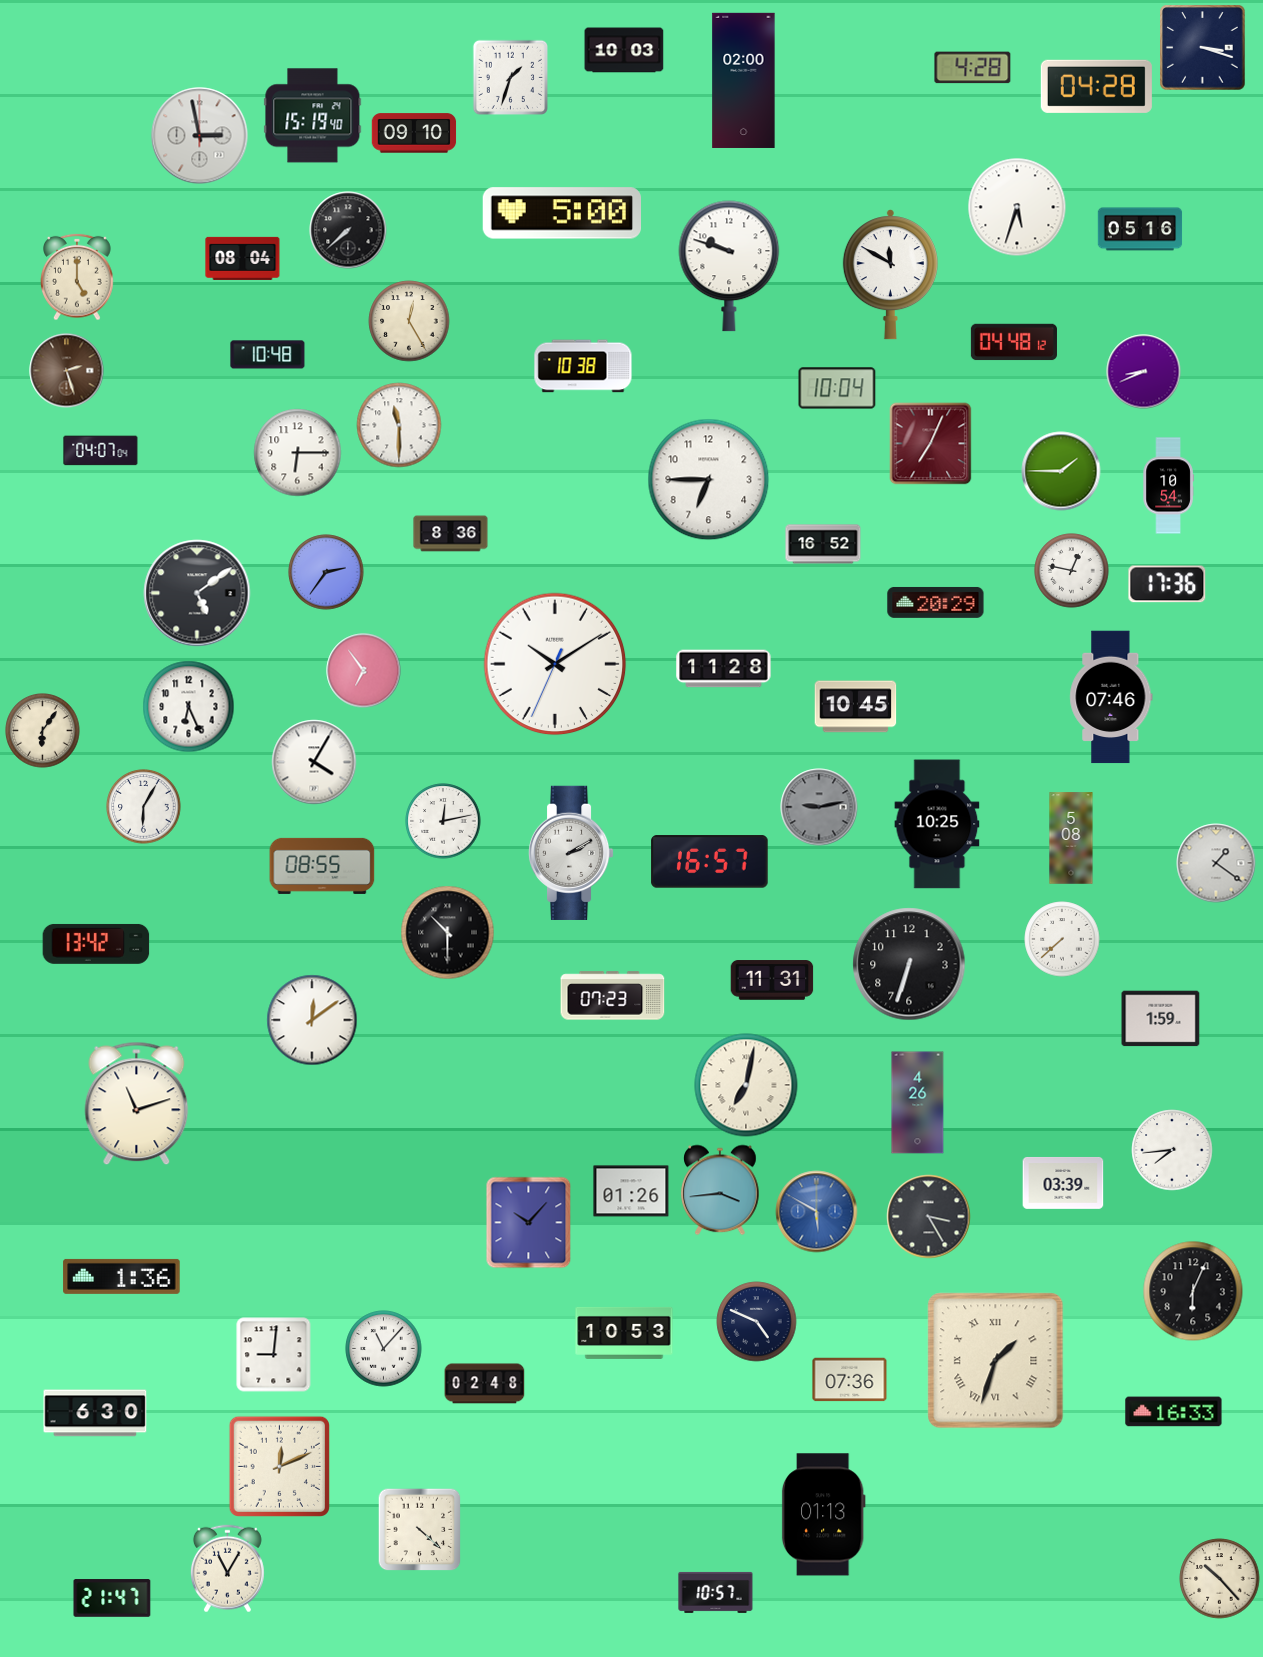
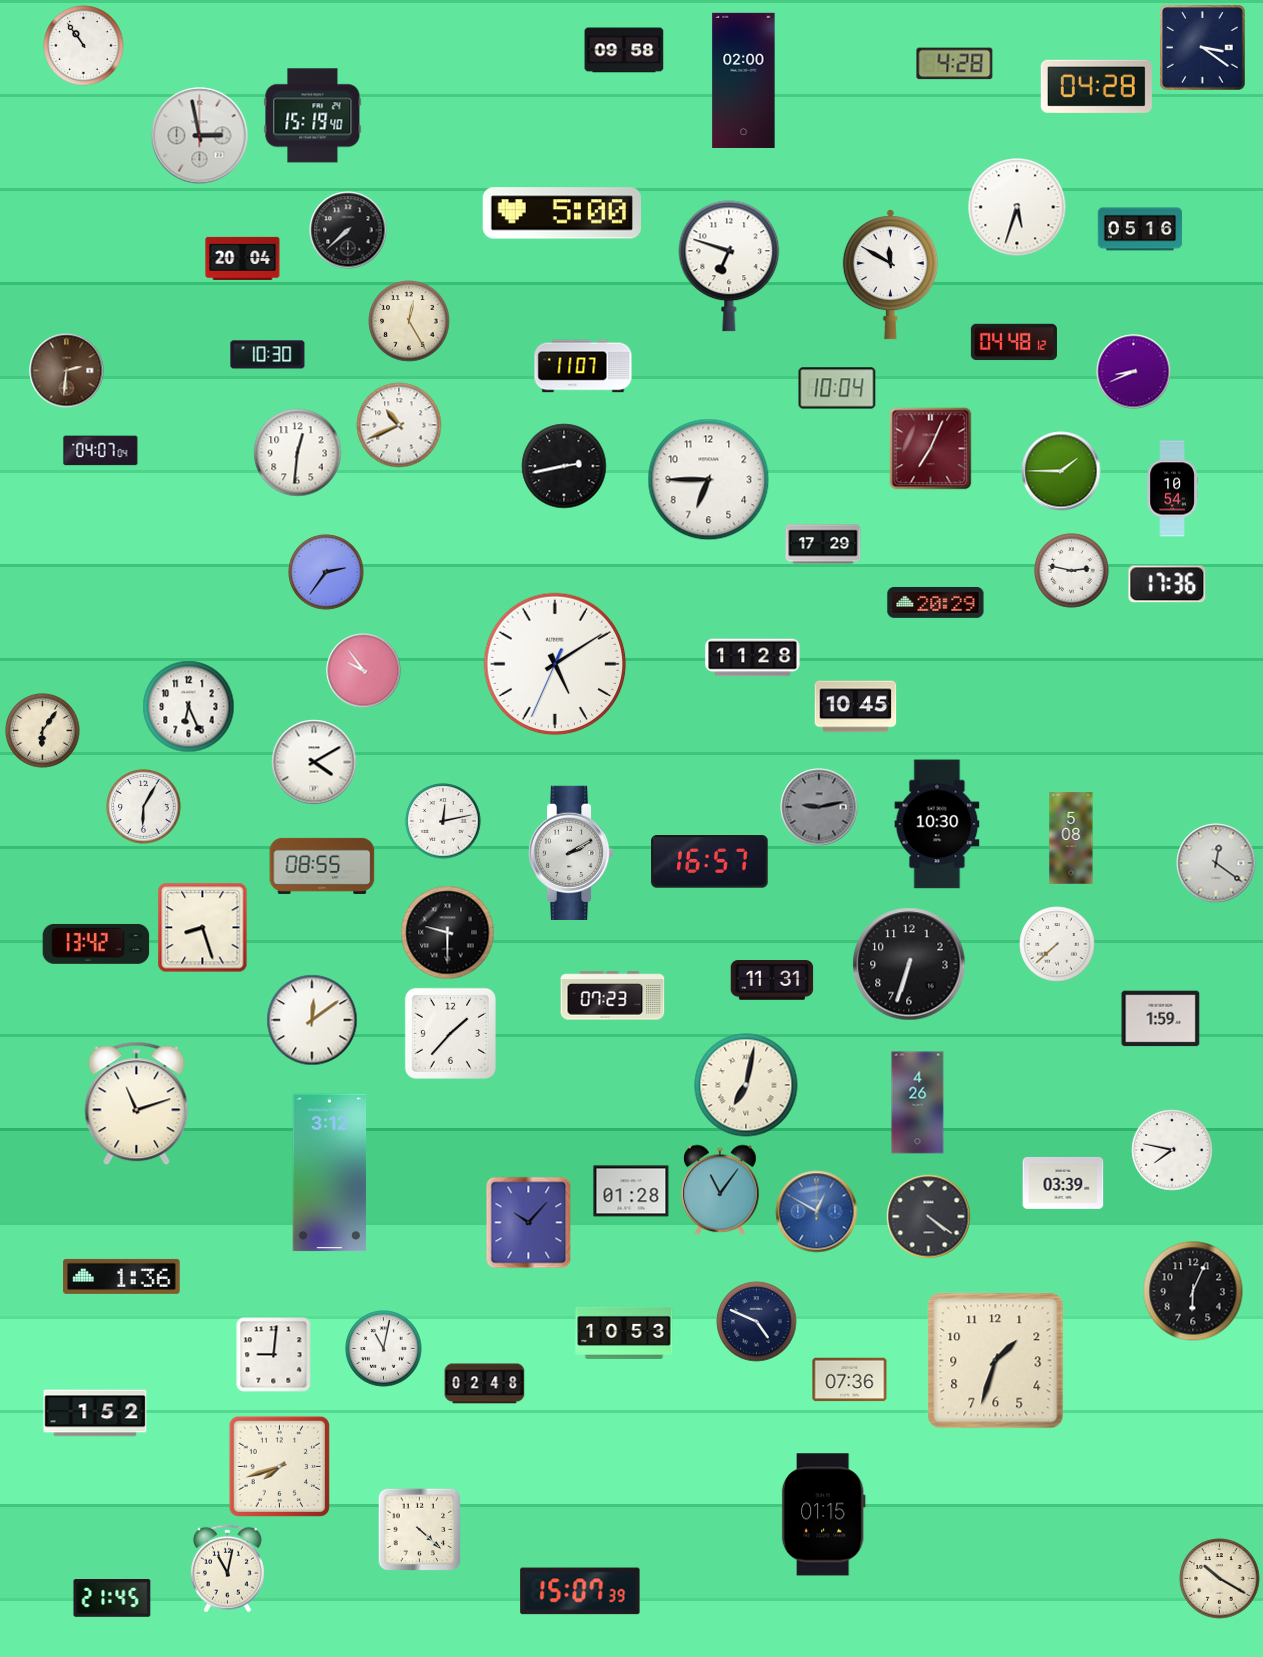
clock at (84, 46): none -> 10:54
clock at (1203, 48): 3:18 -> 3:21
clock at (624, 50): 10:03 -> 09:58
clock at (973, 68) position: (973, 68) -> (955, 64)
clock at (510, 77): 1:33 -> none
clock at (414, 133): 09:10 -> none
clock at (243, 258): 08:04 -> 20:04
clock at (729, 266): 9:48 -> 6:48
clock at (77, 277): 5:00 -> none
clock at (268, 355): 10:48 -> 10:30
clock at (583, 366): 10:38 -> 11:07
clock at (67, 371): 2:27 -> 2:31
clock at (1144, 372) position: (1144, 372) -> (1134, 372)
clock at (399, 425): 11:30 -> 10:41
clock at (931, 444) position: (931, 444) -> (931, 449)
clock at (298, 453): 6:15 -> 12:31
clock at (564, 466): none -> 2:43
clock at (1168, 486) position: (1168, 486) -> (1172, 489)
clock at (451, 534): 8:36 -> none
clock at (823, 544): 16:52 -> 17:29
clock at (1072, 571): 12:47 -> 2:47
clock at (197, 593): 5:09 -> none
clock at (555, 664): 10:09 -> 5:09
clock at (724, 669) position: (724, 669) -> (753, 658)
clock at (364, 671): 6:54 -> 9:54
clock at (1111, 697): 07:46 -> none
clock at (314, 762): 4:05 -> 4:10
clock at (937, 824): 10:25 -> 10:30
clock at (1216, 863): 1:21 -> 12:21
clock at (203, 928): none -> 8:27
clock at (448, 933): 10:30 -> 9:30
clock at (1062, 939) position: (1062, 939) -> (1057, 944)
clock at (450, 1033): none -> 1:37
clock at (1172, 1150): 7:44 -> 7:47
clock at (330, 1173): none -> 3:12
clock at (720, 1190): 3:44 -> 11:06
clock at (631, 1191): 01:26 -> 01:28
clock at (817, 1212): 5:50 -> 12:50
clock at (929, 1217): 3:25 -> 4:21
clock at (384, 1349): 11:07 -> 11:02
clock at (996, 1361) numerals: Roman -> Arabic
clock at (1174, 1412): 16:33 -> none
clock at (95, 1413): 6:30 -> 1:52
clock at (279, 1466): 12:11 -> 7:42
clock at (823, 1515): 01:13 -> 01:15
clock at (227, 1569): 11:05 -> 11:02
clock at (1220, 1579): 10:23 -> 10:20
clock at (580, 1591): none -> 15:07
clock at (716, 1592): 10:57 -> none
clock at (112, 1598): 21:47 -> 21:45
